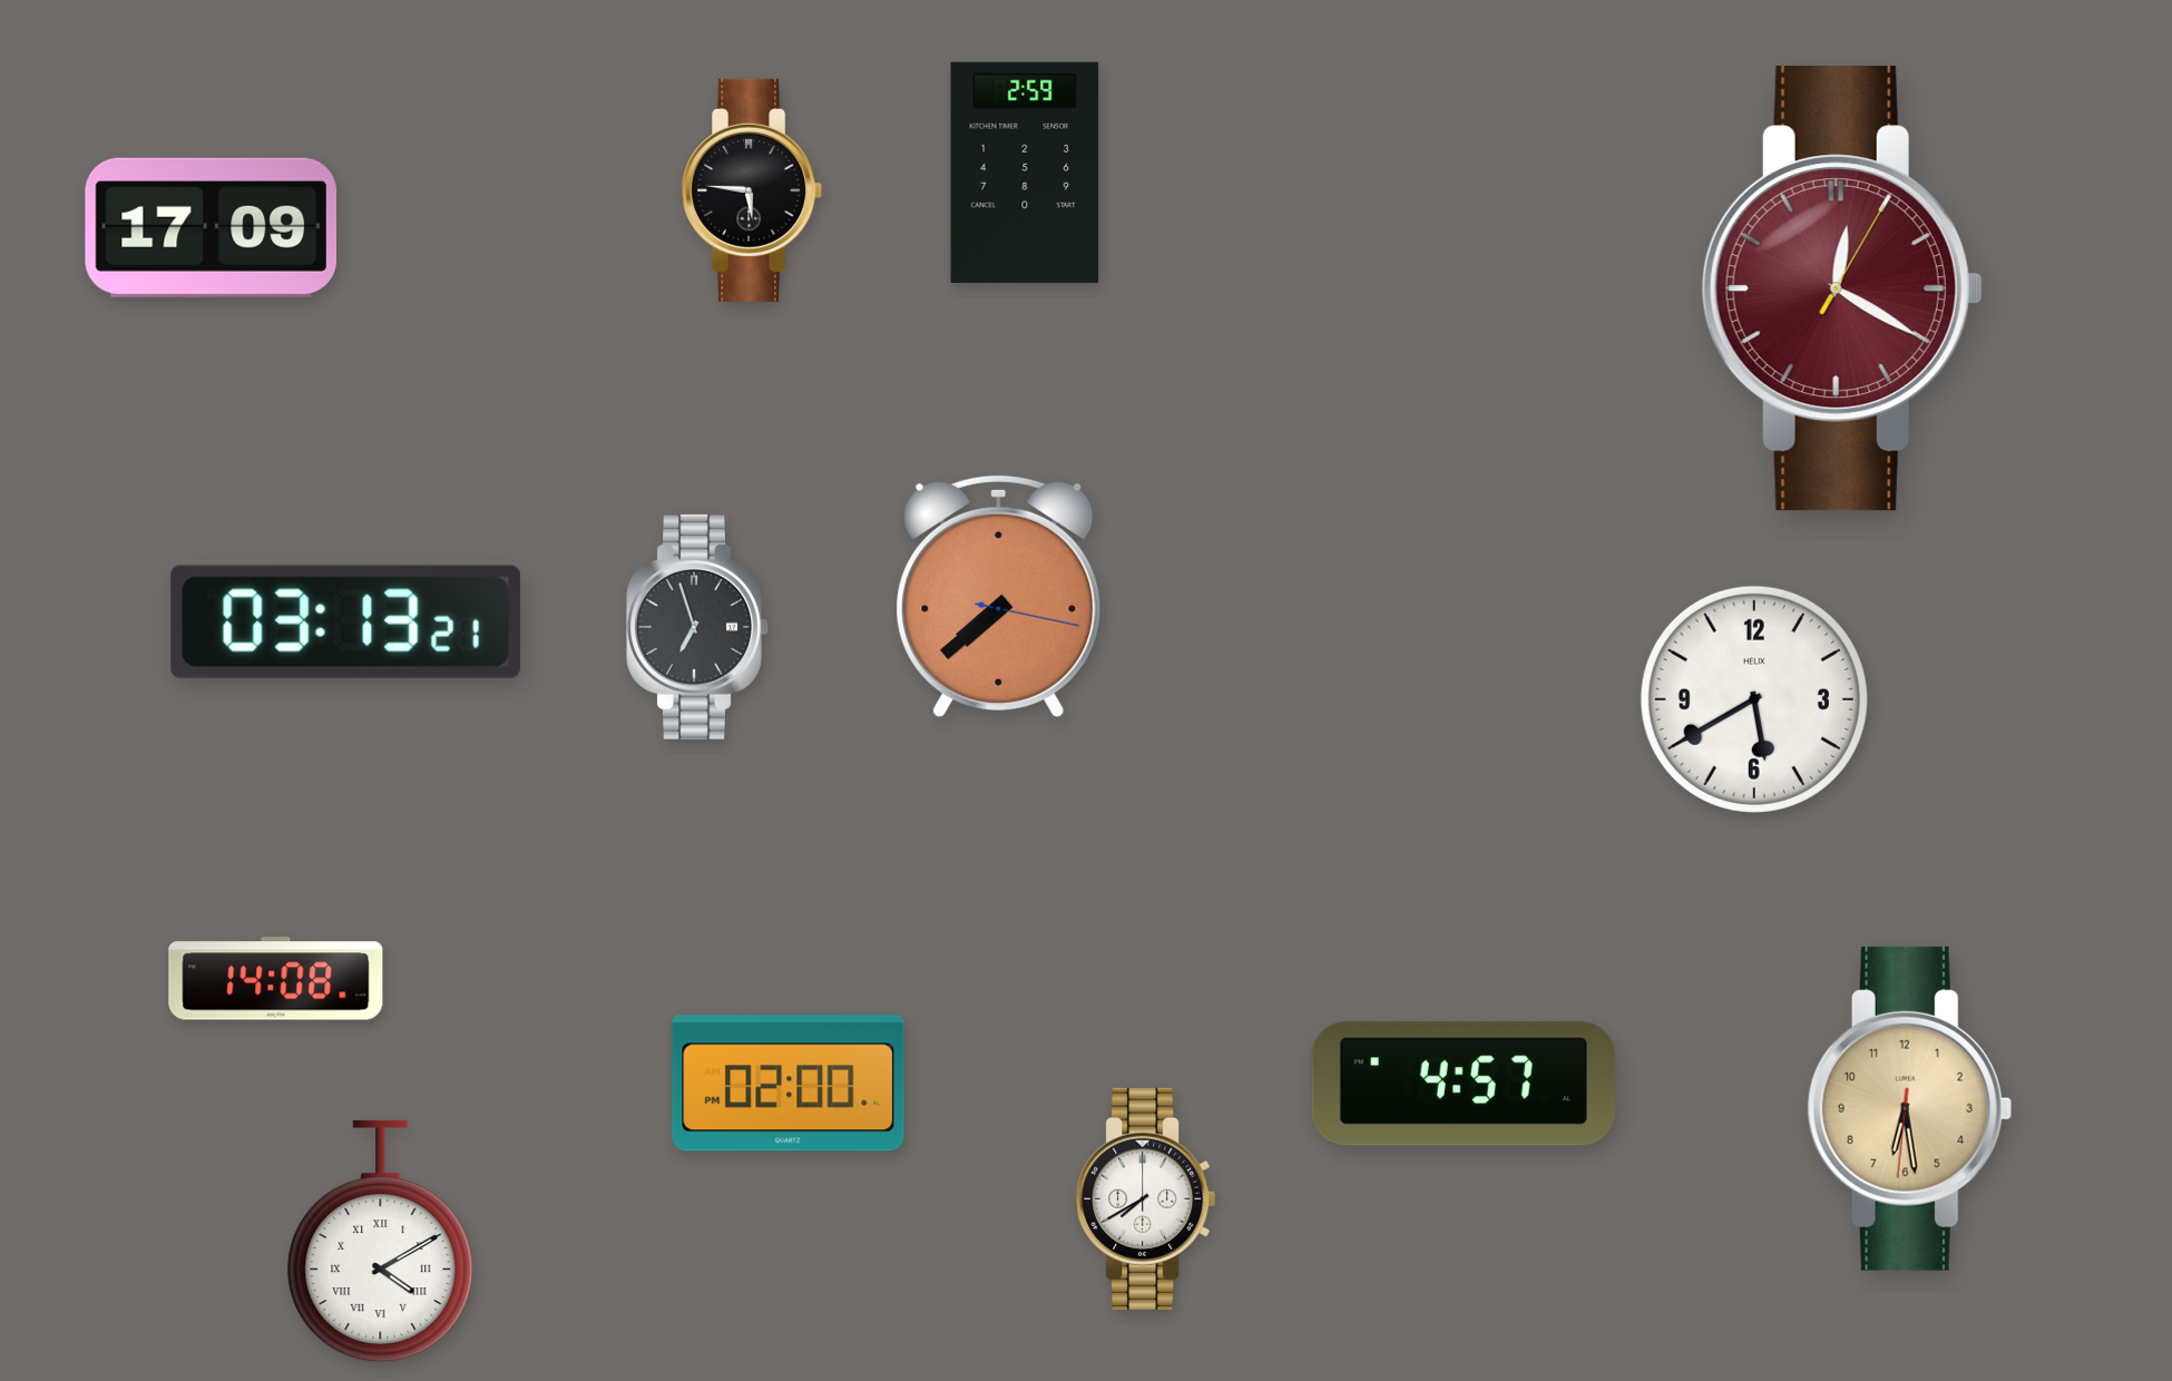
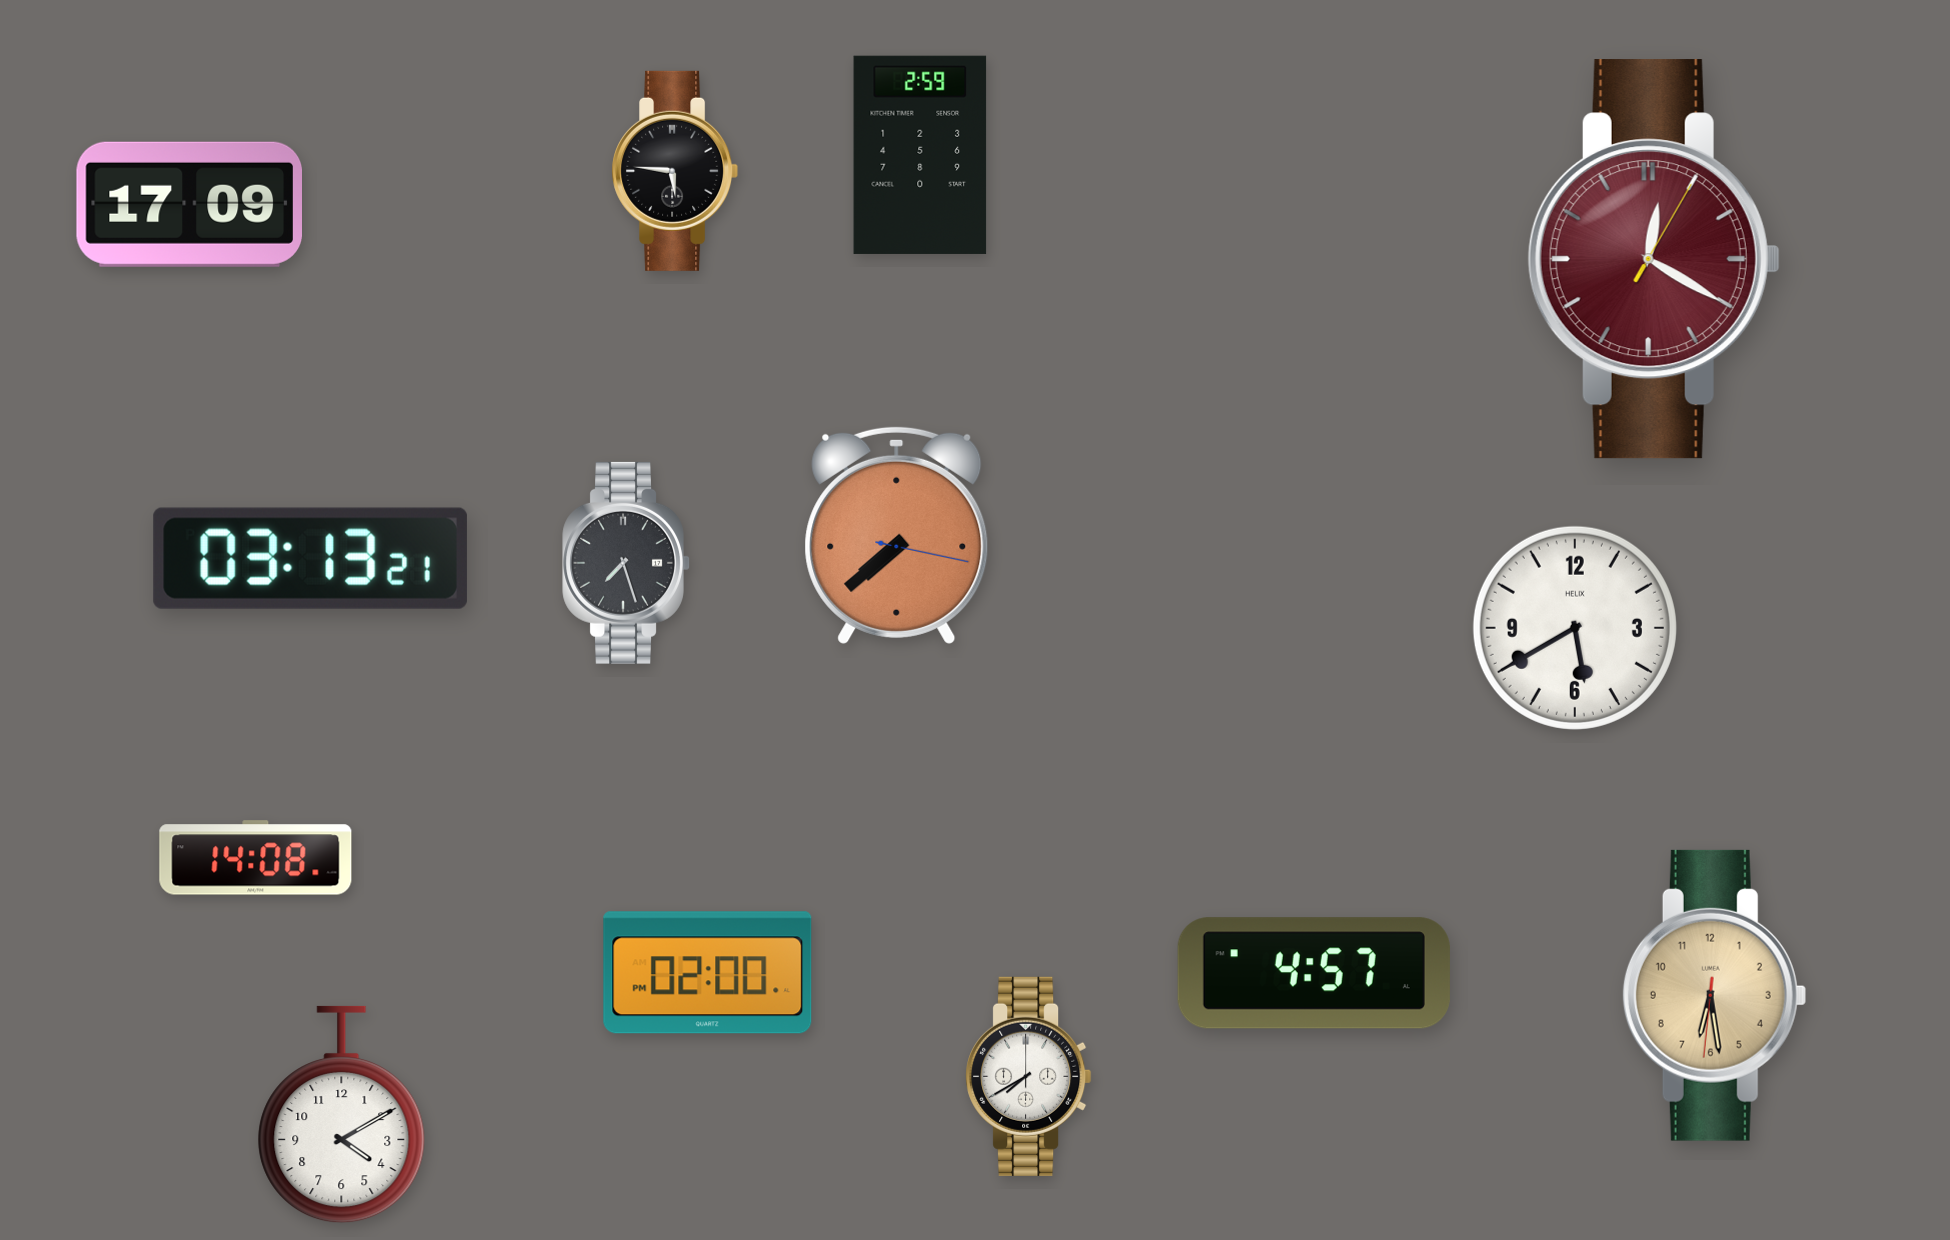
clock at (697, 627): 6:57 -> 7:27
clock at (276, 979) position: (276, 979) -> (256, 858)
clock at (381, 1242) numerals: Roman -> Arabic
